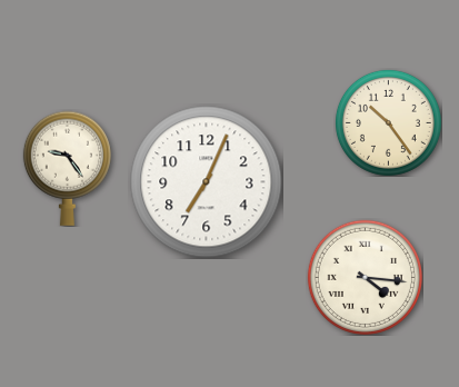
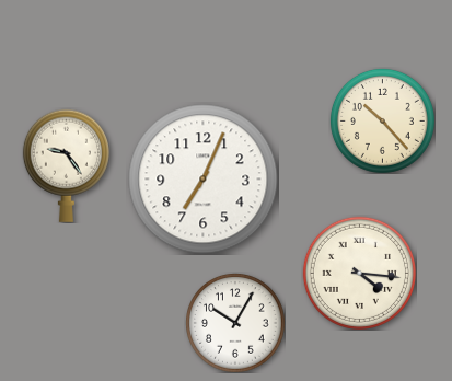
clock at (388, 122): 10:24 -> 10:23
clock at (235, 323): none -> 10:05
